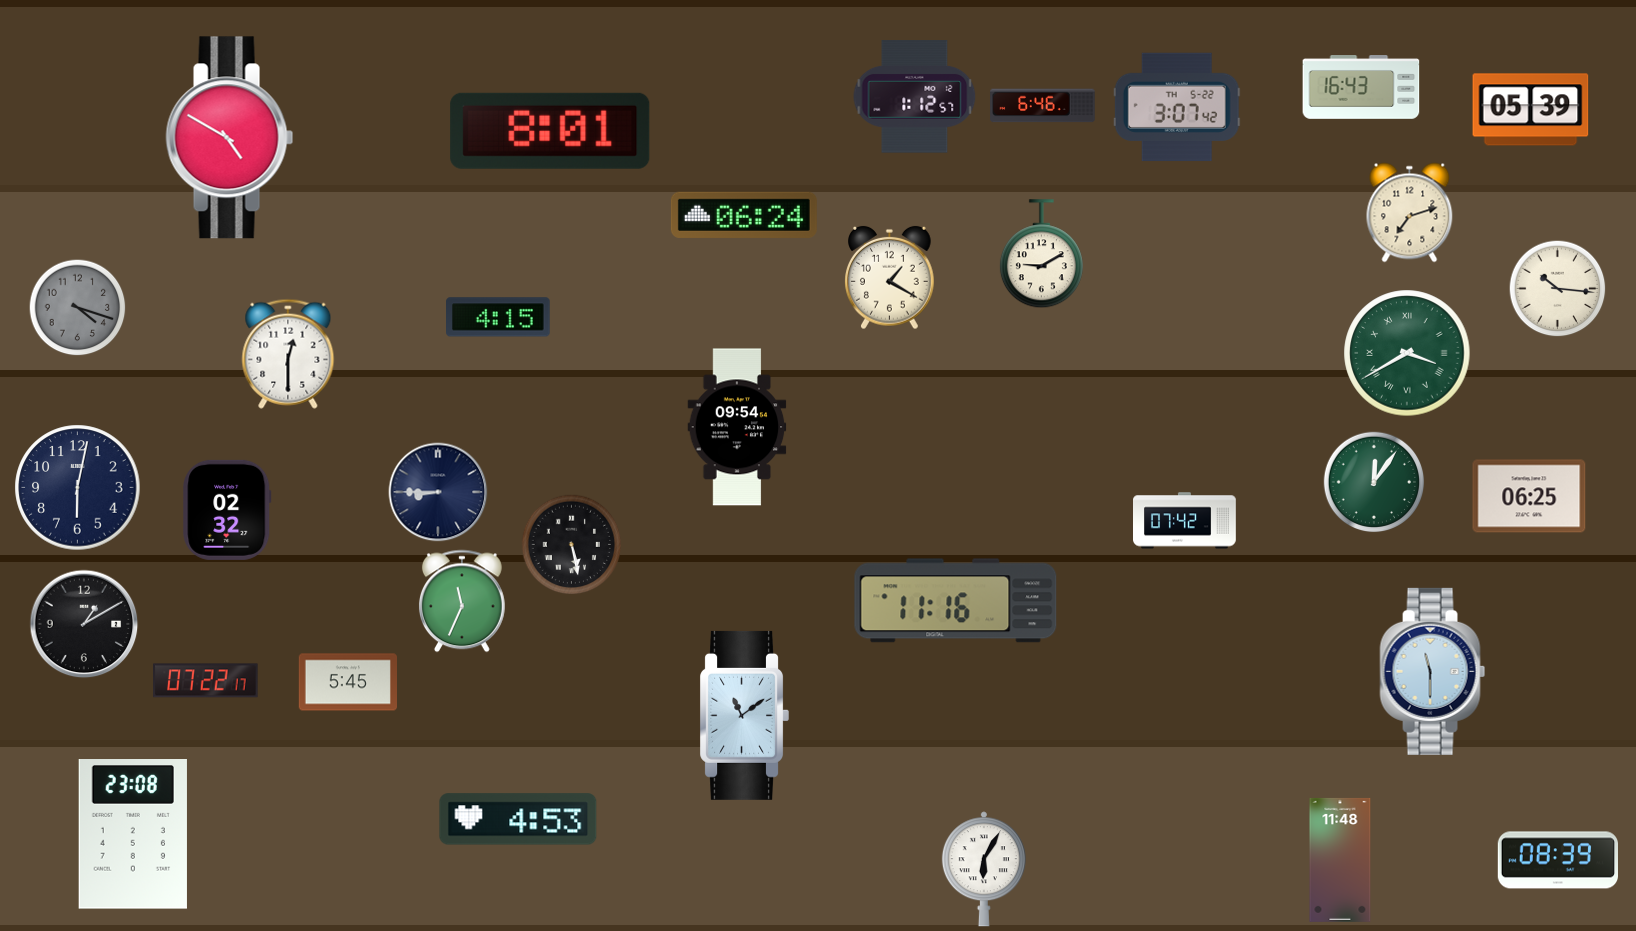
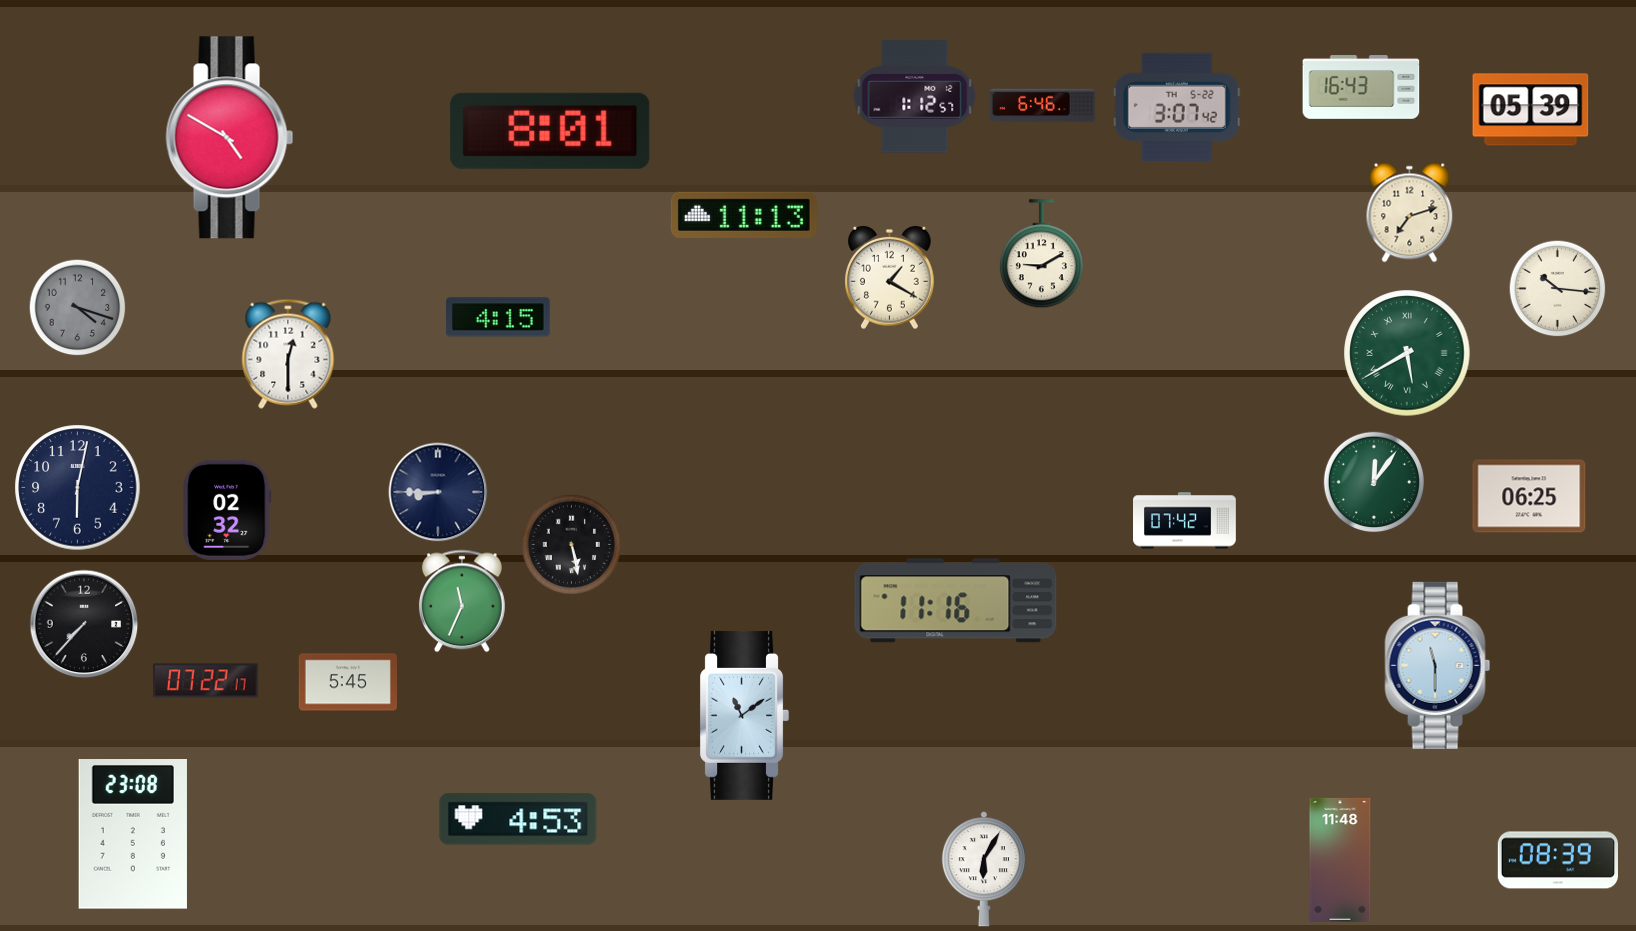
clock at (744, 215): 06:24 -> 11:13
clock at (1407, 353): 3:40 -> 5:40
clock at (737, 427): 09:54 -> none
clock at (84, 624): 1:10 -> 7:37
clock at (1433, 671) position: (1433, 671) -> (1438, 665)
